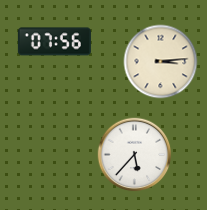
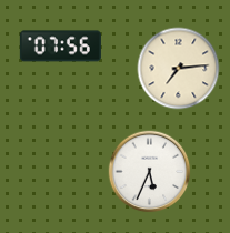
clock at (161, 62): 3:14 -> 7:14
clock at (135, 155): 5:37 -> 5:34
